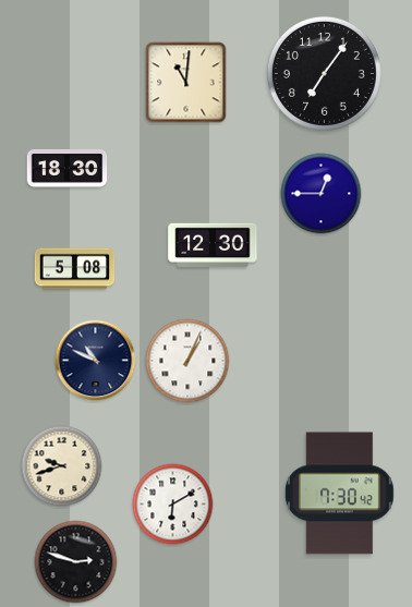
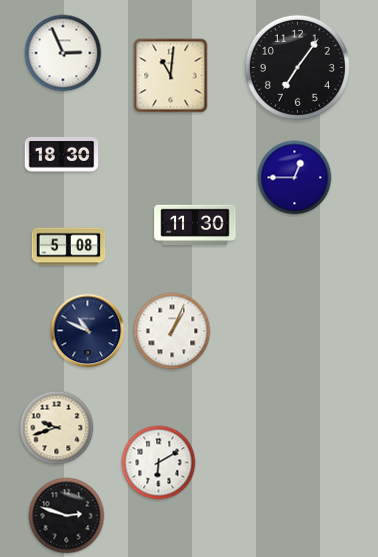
clock at (63, 53): none -> 2:56
clock at (213, 245): 12:30 -> 11:30
clock at (339, 494): 7:30 -> none
clock at (76, 562) position: (76, 562) -> (67, 516)
